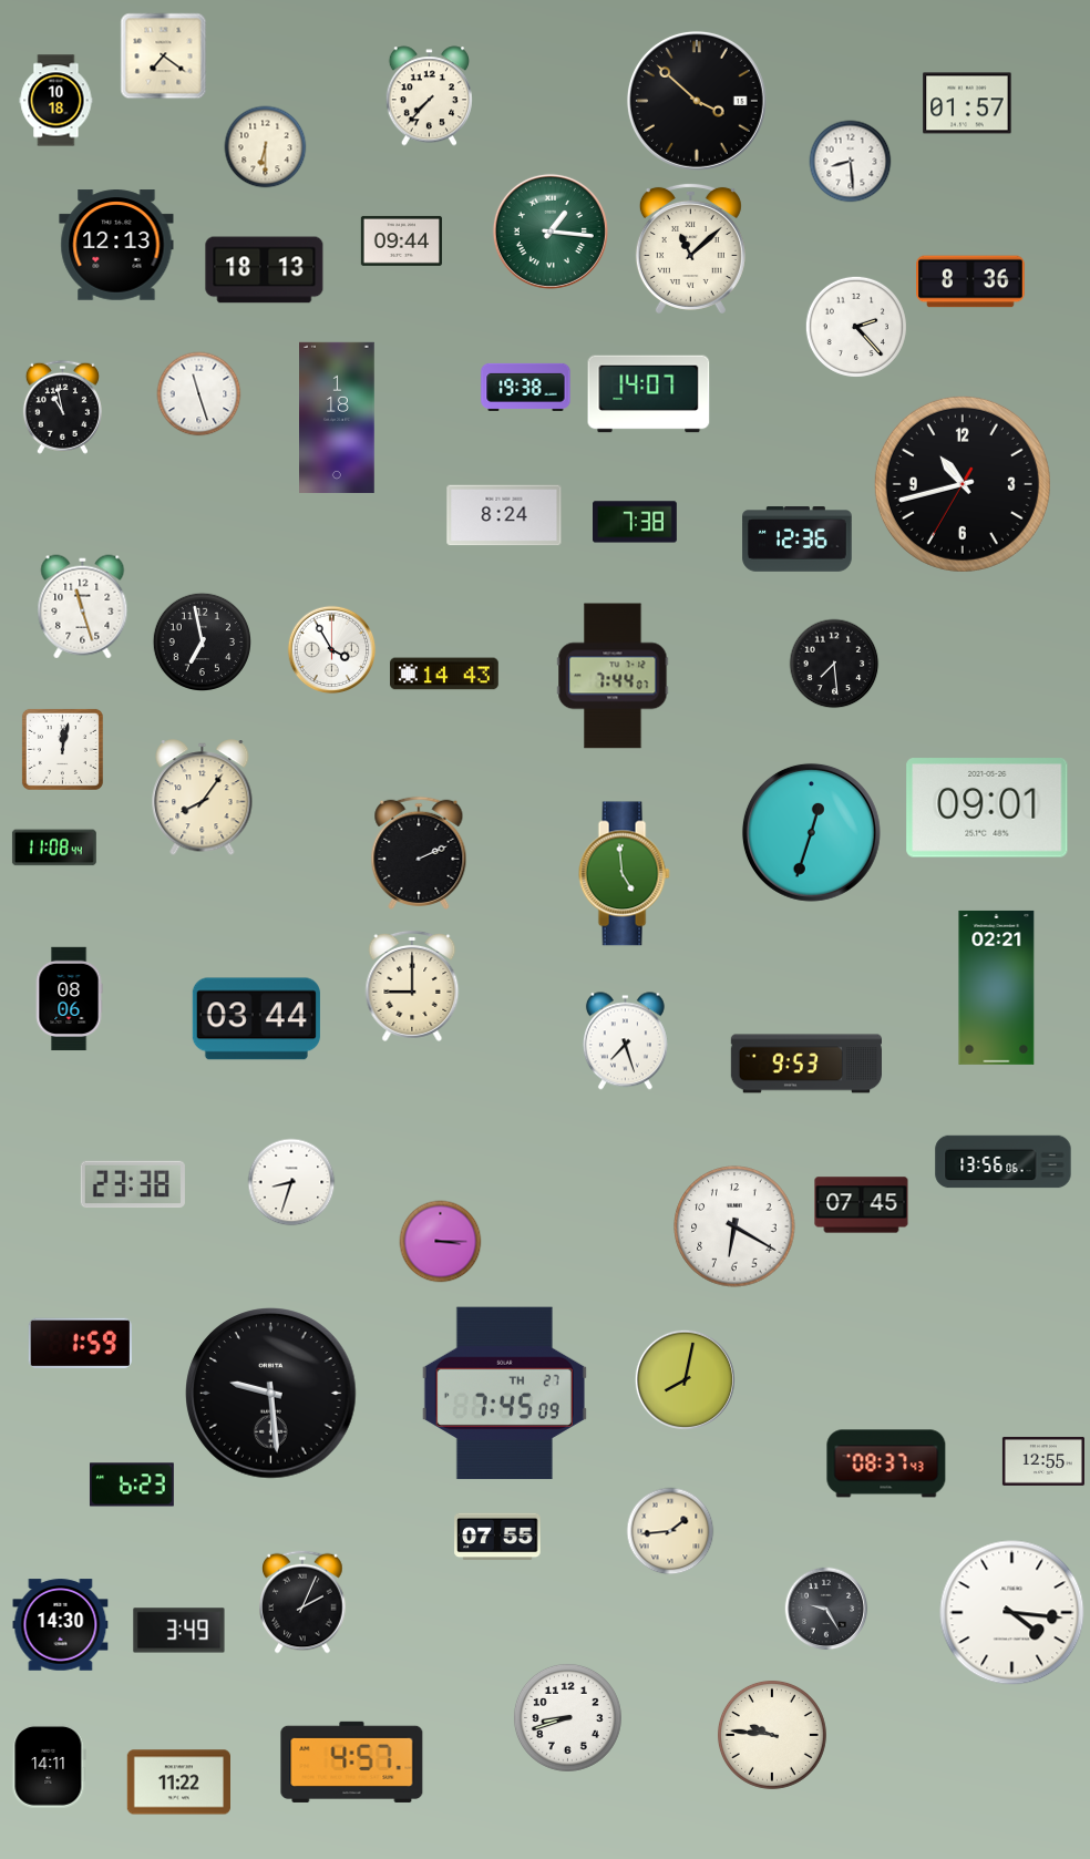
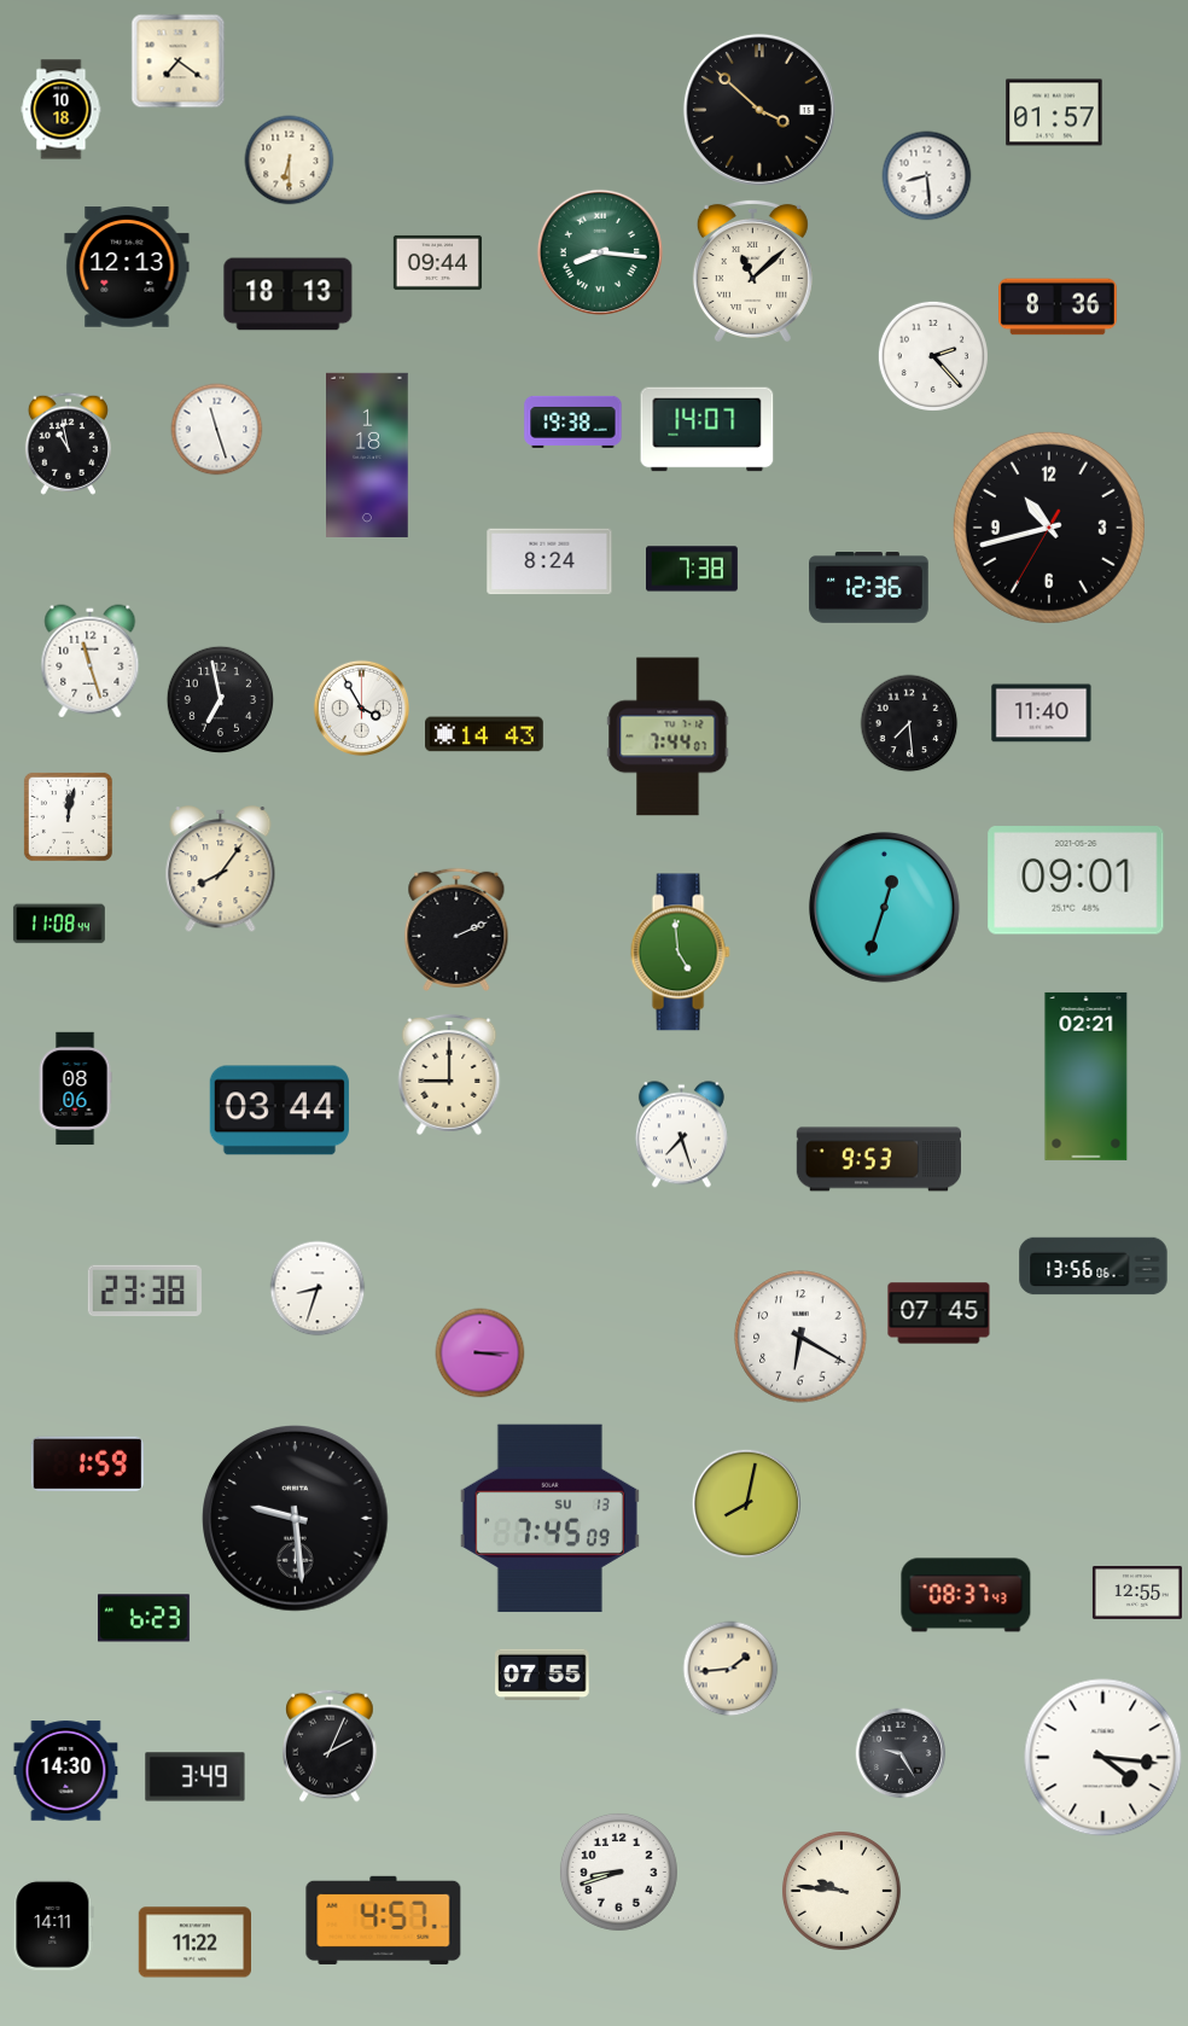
clock at (429, 96): 7:37 -> none
clock at (551, 232): 1:16 -> 8:16
clock at (1042, 714): none -> 11:40
clock at (504, 1394) date: TH 27 -> SU 13
